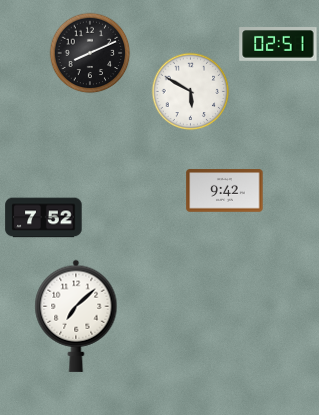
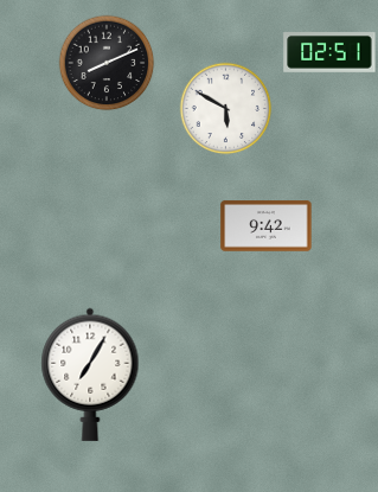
clock at (44, 218): 7:52 -> none
clock at (76, 316): 7:08 -> 7:05
